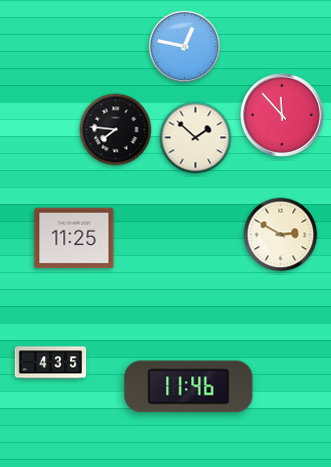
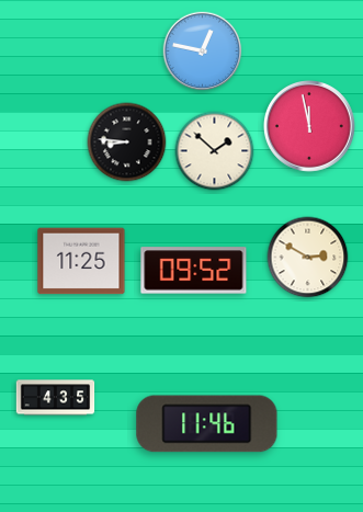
clock at (283, 116): 11:53 -> 11:58
clock at (116, 130): 7:46 -> 8:46
clock at (194, 271): none -> 09:52
